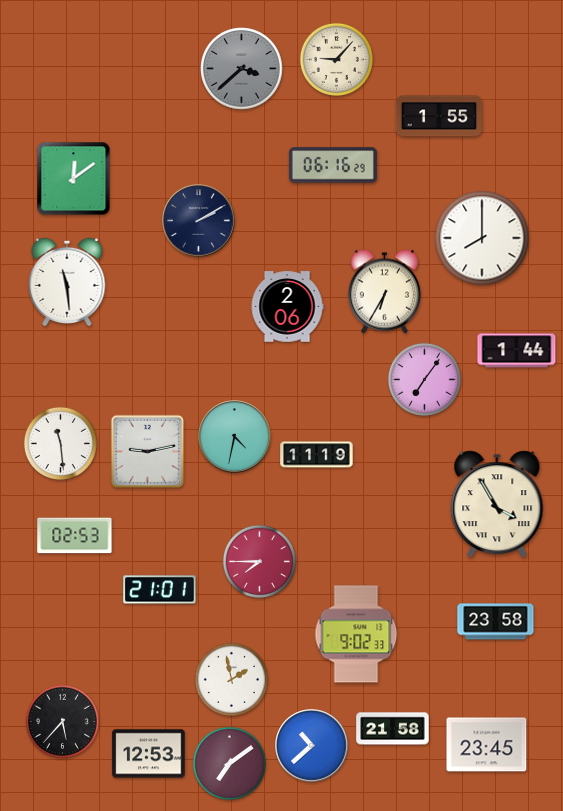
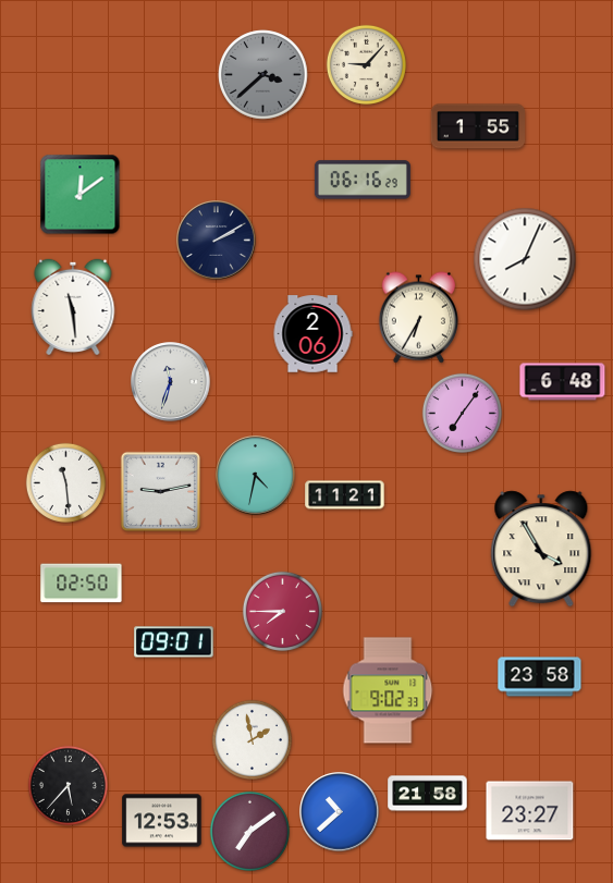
clock at (482, 238): 8:00 -> 8:04
clock at (171, 382): none -> 11:33
clock at (517, 351): 1:44 -> 6:48
clock at (317, 455): 11:19 -> 11:21
clock at (75, 536): 02:53 -> 02:50
clock at (160, 590): 21:01 -> 09:01
clock at (487, 745): 23:45 -> 23:27
